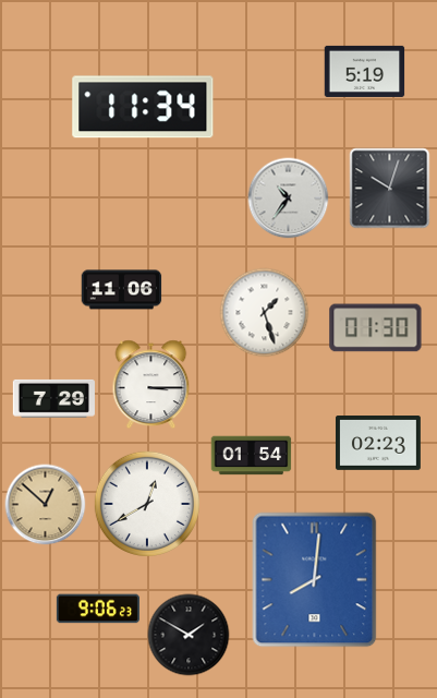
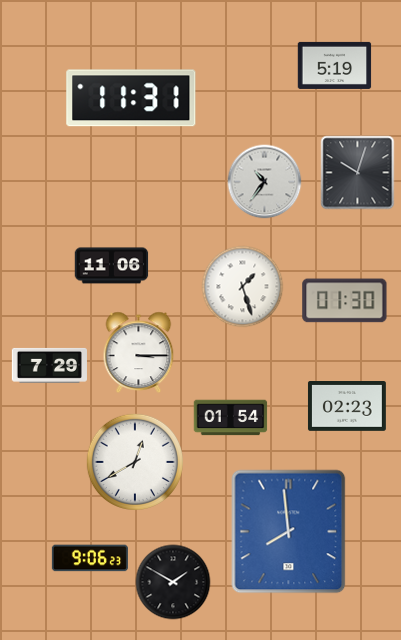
clock at (143, 107): 11:34 -> 11:31
clock at (46, 505): 12:52 -> none
clock at (315, 580): 8:01 -> 7:59
